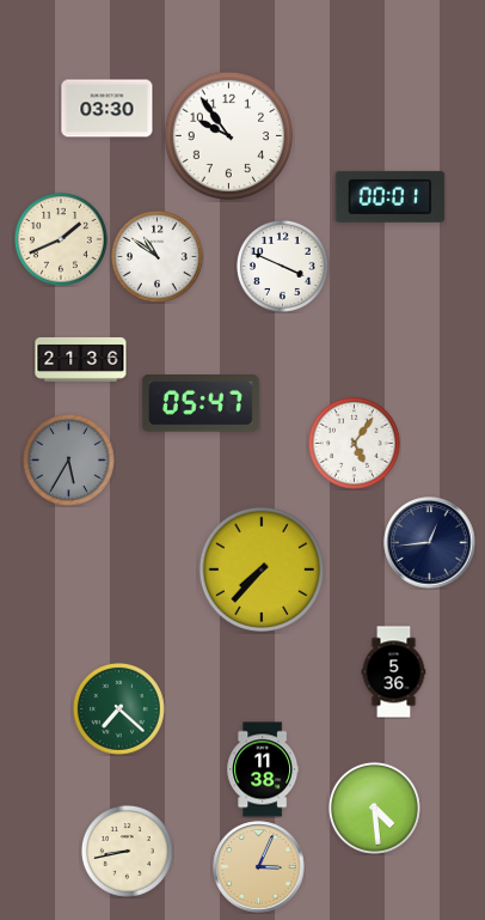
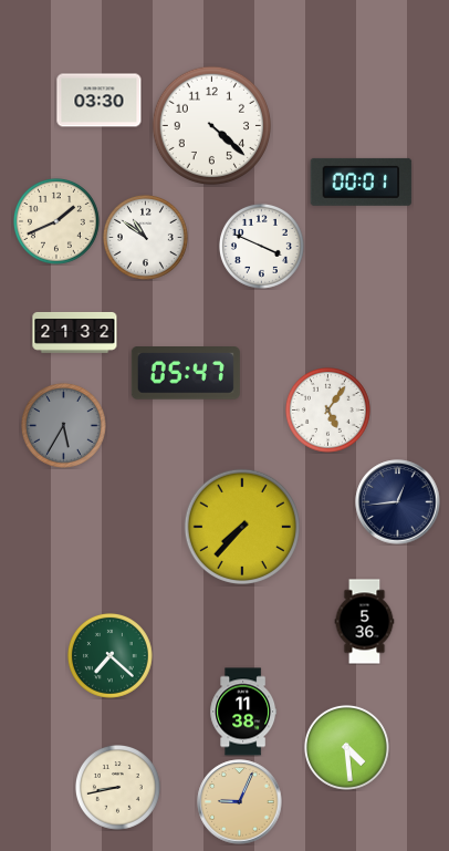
clock at (228, 135): 9:54 -> 4:22
clock at (81, 359): 21:36 -> 21:32
clock at (259, 867): 3:04 -> 9:04
